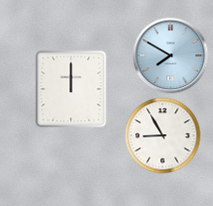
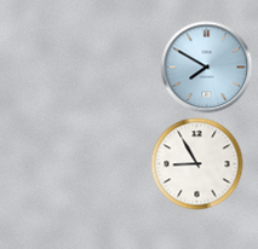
clock at (71, 89): 12:00 -> none
